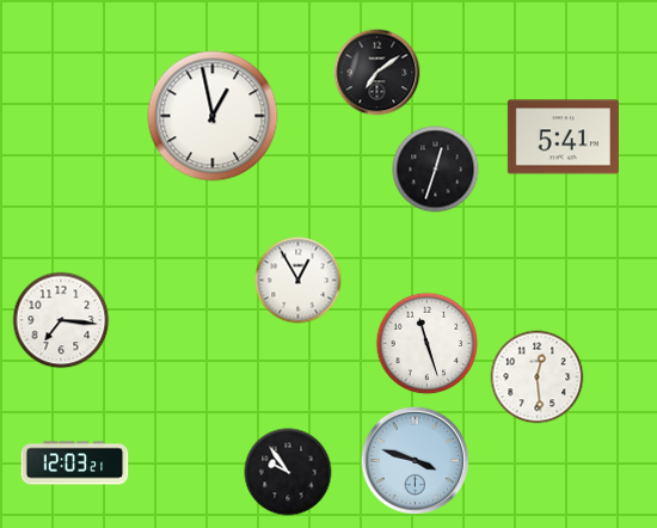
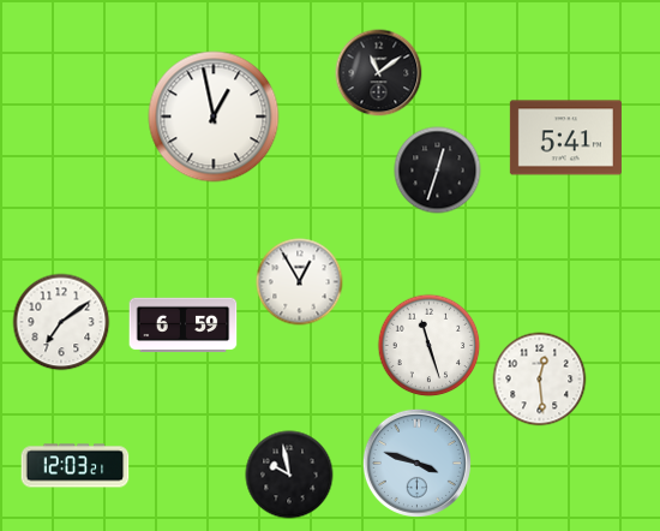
clock at (377, 73): 7:09 -> 11:09
clock at (61, 320): 7:16 -> 7:09
clock at (184, 326): none -> 6:59
clock at (288, 472): 9:54 -> 9:58
